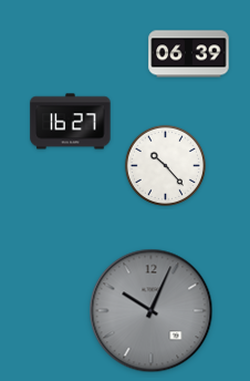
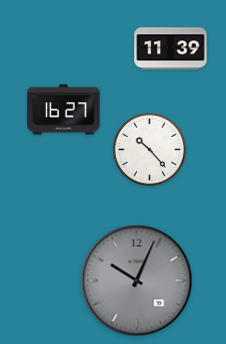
clock at (189, 54): 06:39 -> 11:39
